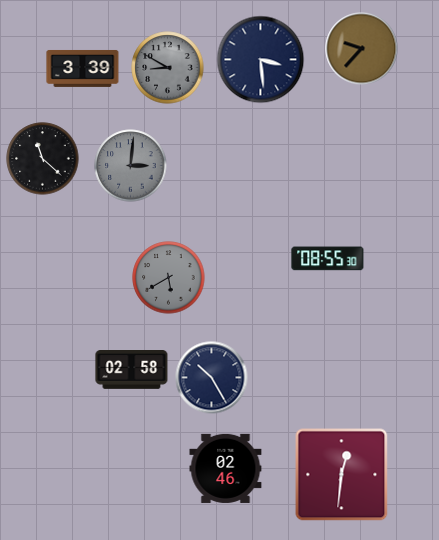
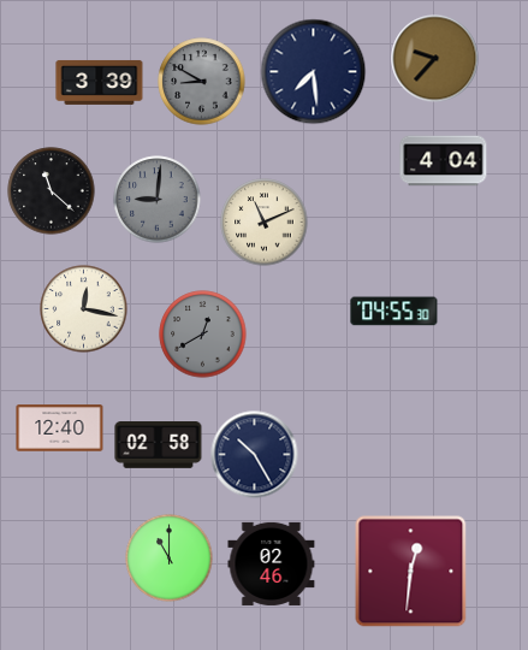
clock at (261, 60): 3:29 -> 7:29
clock at (444, 161): none -> 4:04
clock at (131, 166): 3:01 -> 9:01
clock at (265, 223): none -> 11:11
clock at (84, 309): none -> 12:17
clock at (328, 259): 08:55 -> 04:55
clock at (169, 278): 5:40 -> 12:40
clock at (60, 429): none -> 12:40
clock at (170, 559): none -> 11:00
